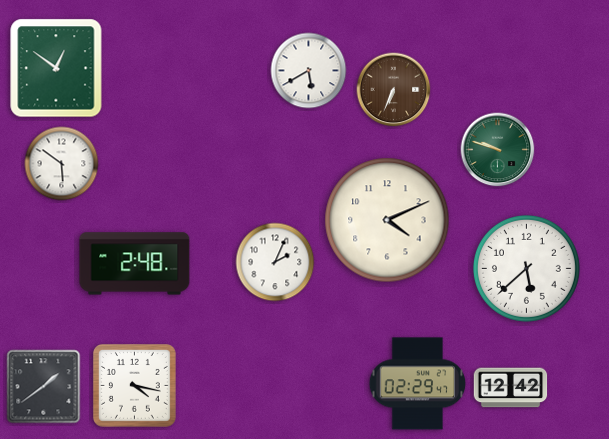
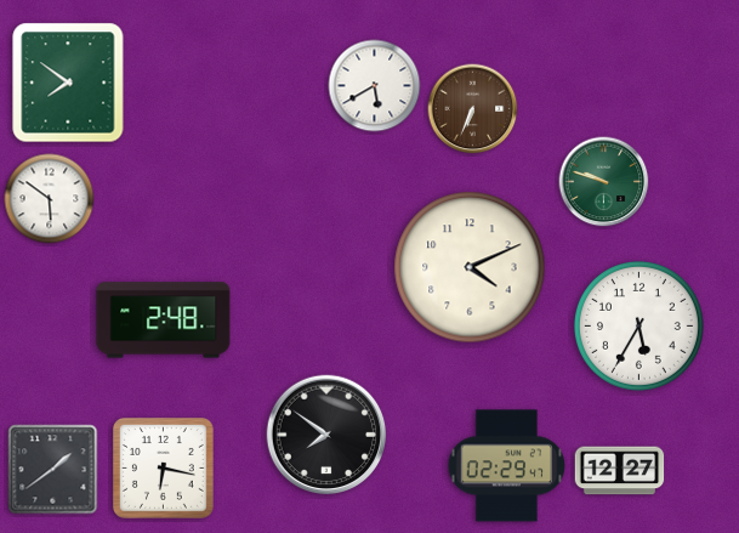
clock at (56, 68): 12:51 -> 7:51
clock at (394, 90) position: (394, 90) -> (473, 109)
clock at (62, 164) position: (62, 164) -> (50, 199)
clock at (275, 262): 2:04 -> none
clock at (526, 268): 5:38 -> 5:35
clock at (326, 435): none -> 7:51
clock at (134, 385): 4:17 -> 6:17
clock at (511, 388): 12:42 -> 12:27
